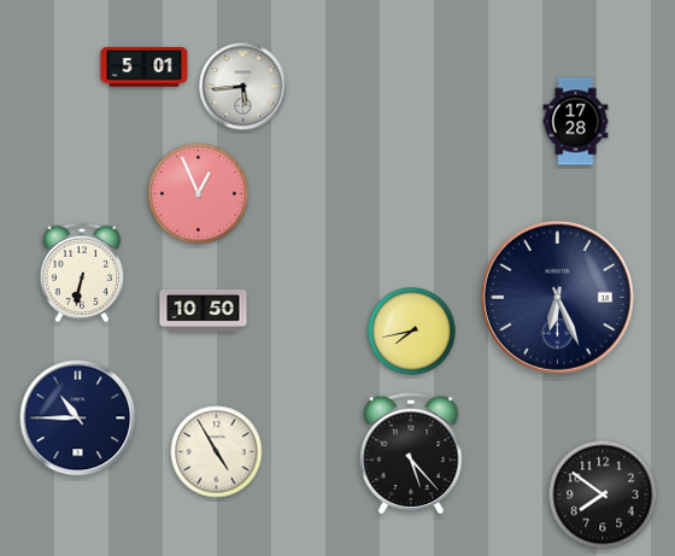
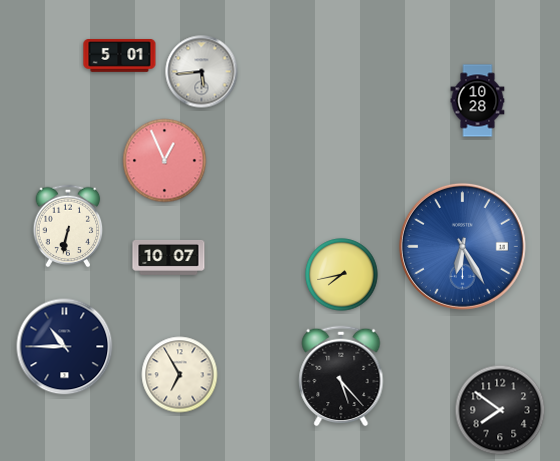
clock at (576, 122): 17:28 -> 10:28
clock at (557, 297): 6:26 -> 6:25
clock at (557, 297) dial: navy -> blue
clock at (204, 310): 10:50 -> 10:07
clock at (217, 452): 4:55 -> 6:55
